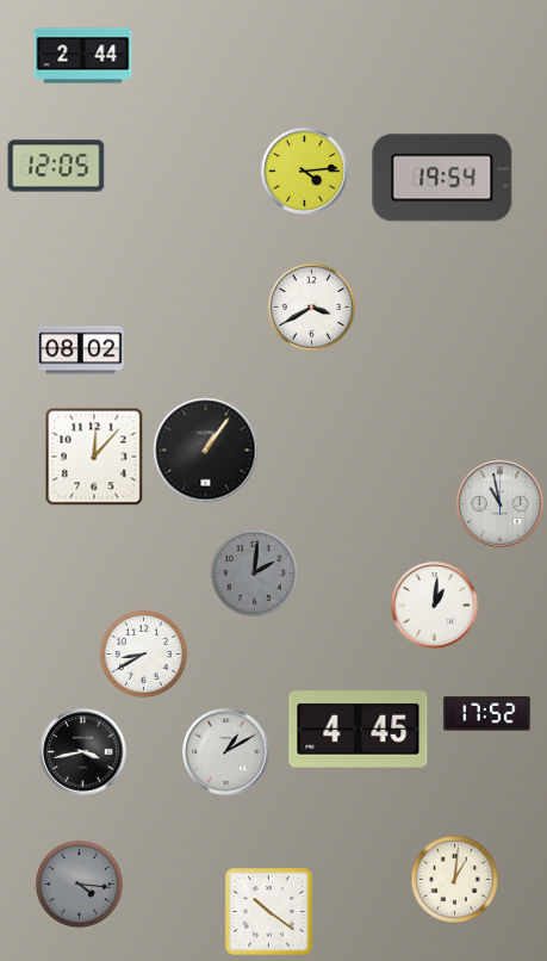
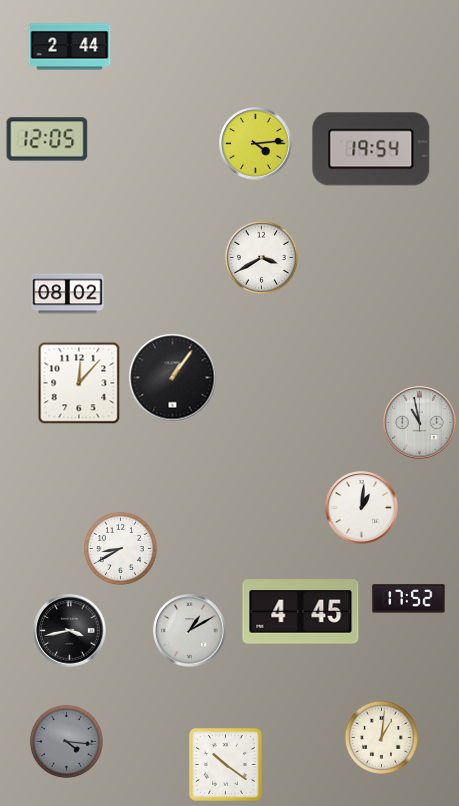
clock at (254, 572): 2:01 -> none
clock at (435, 606) position: (435, 606) -> (362, 508)
